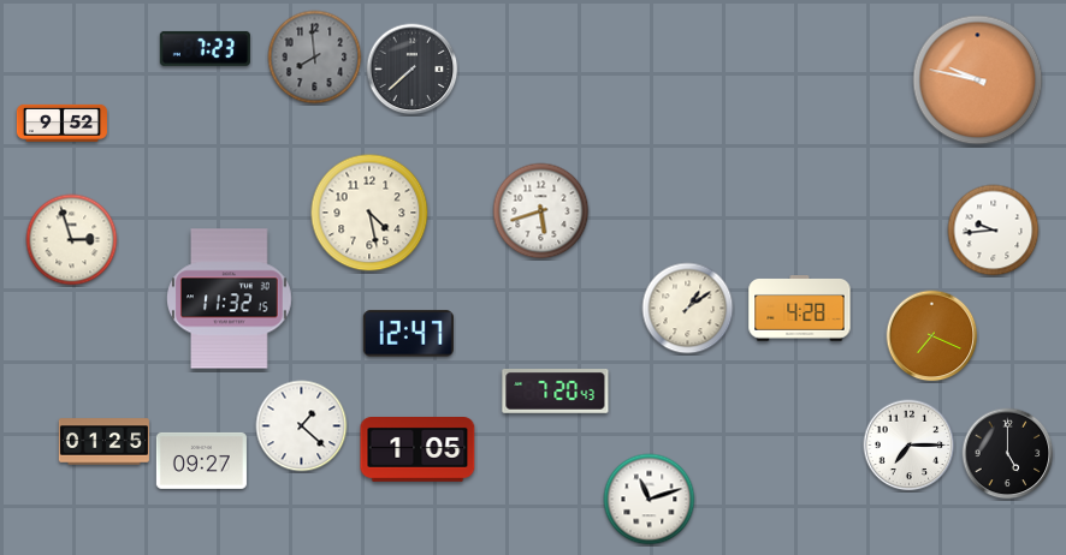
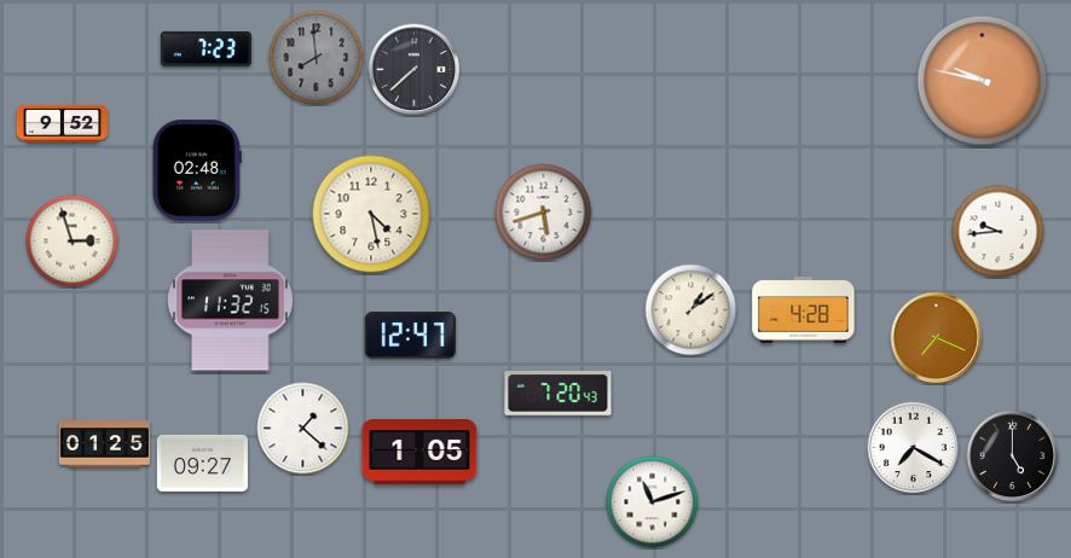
clock at (197, 170): none -> 02:48
clock at (910, 446): 7:15 -> 7:20
